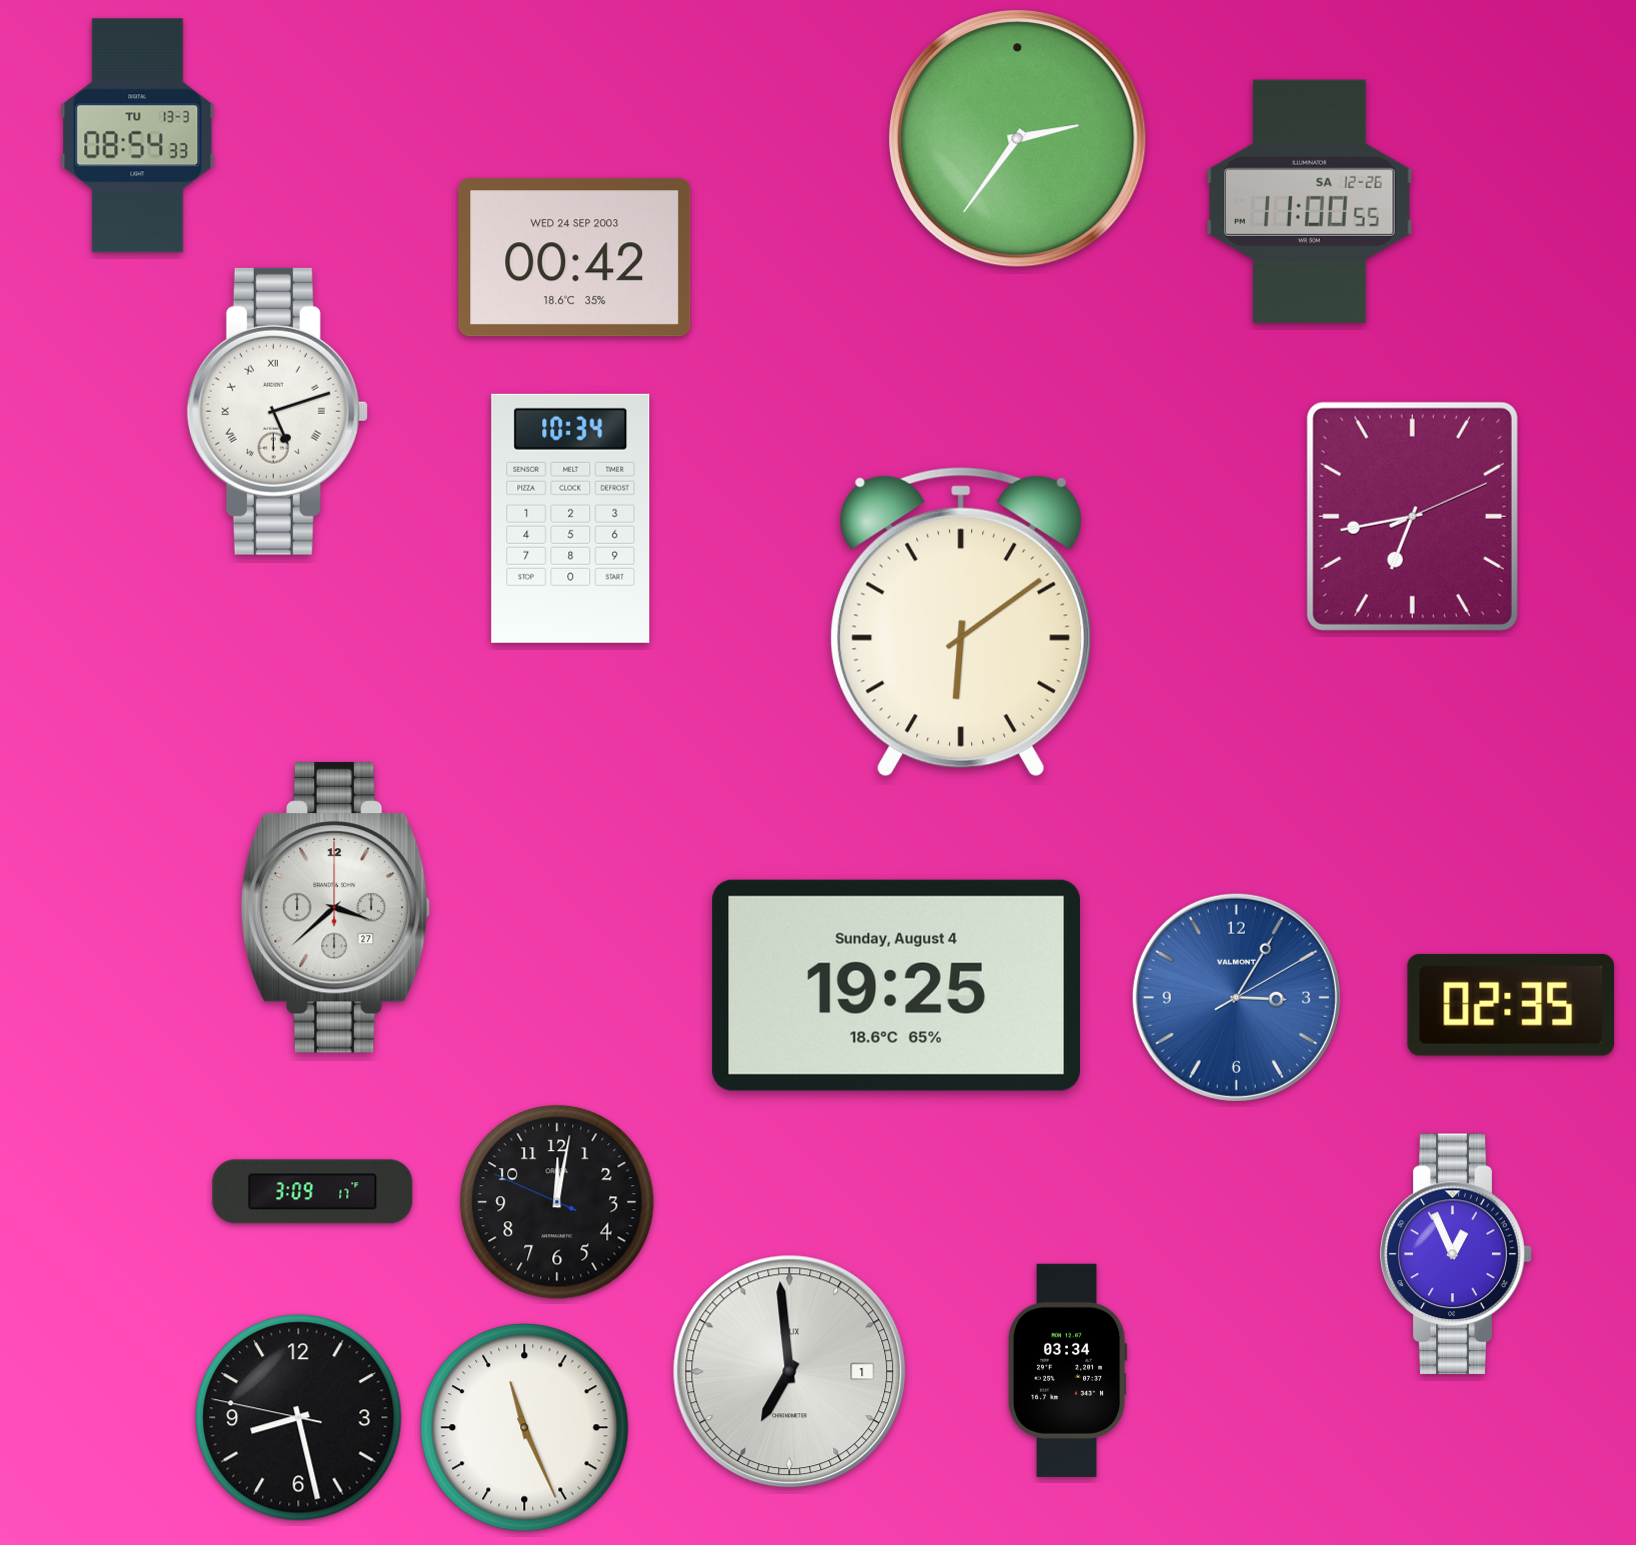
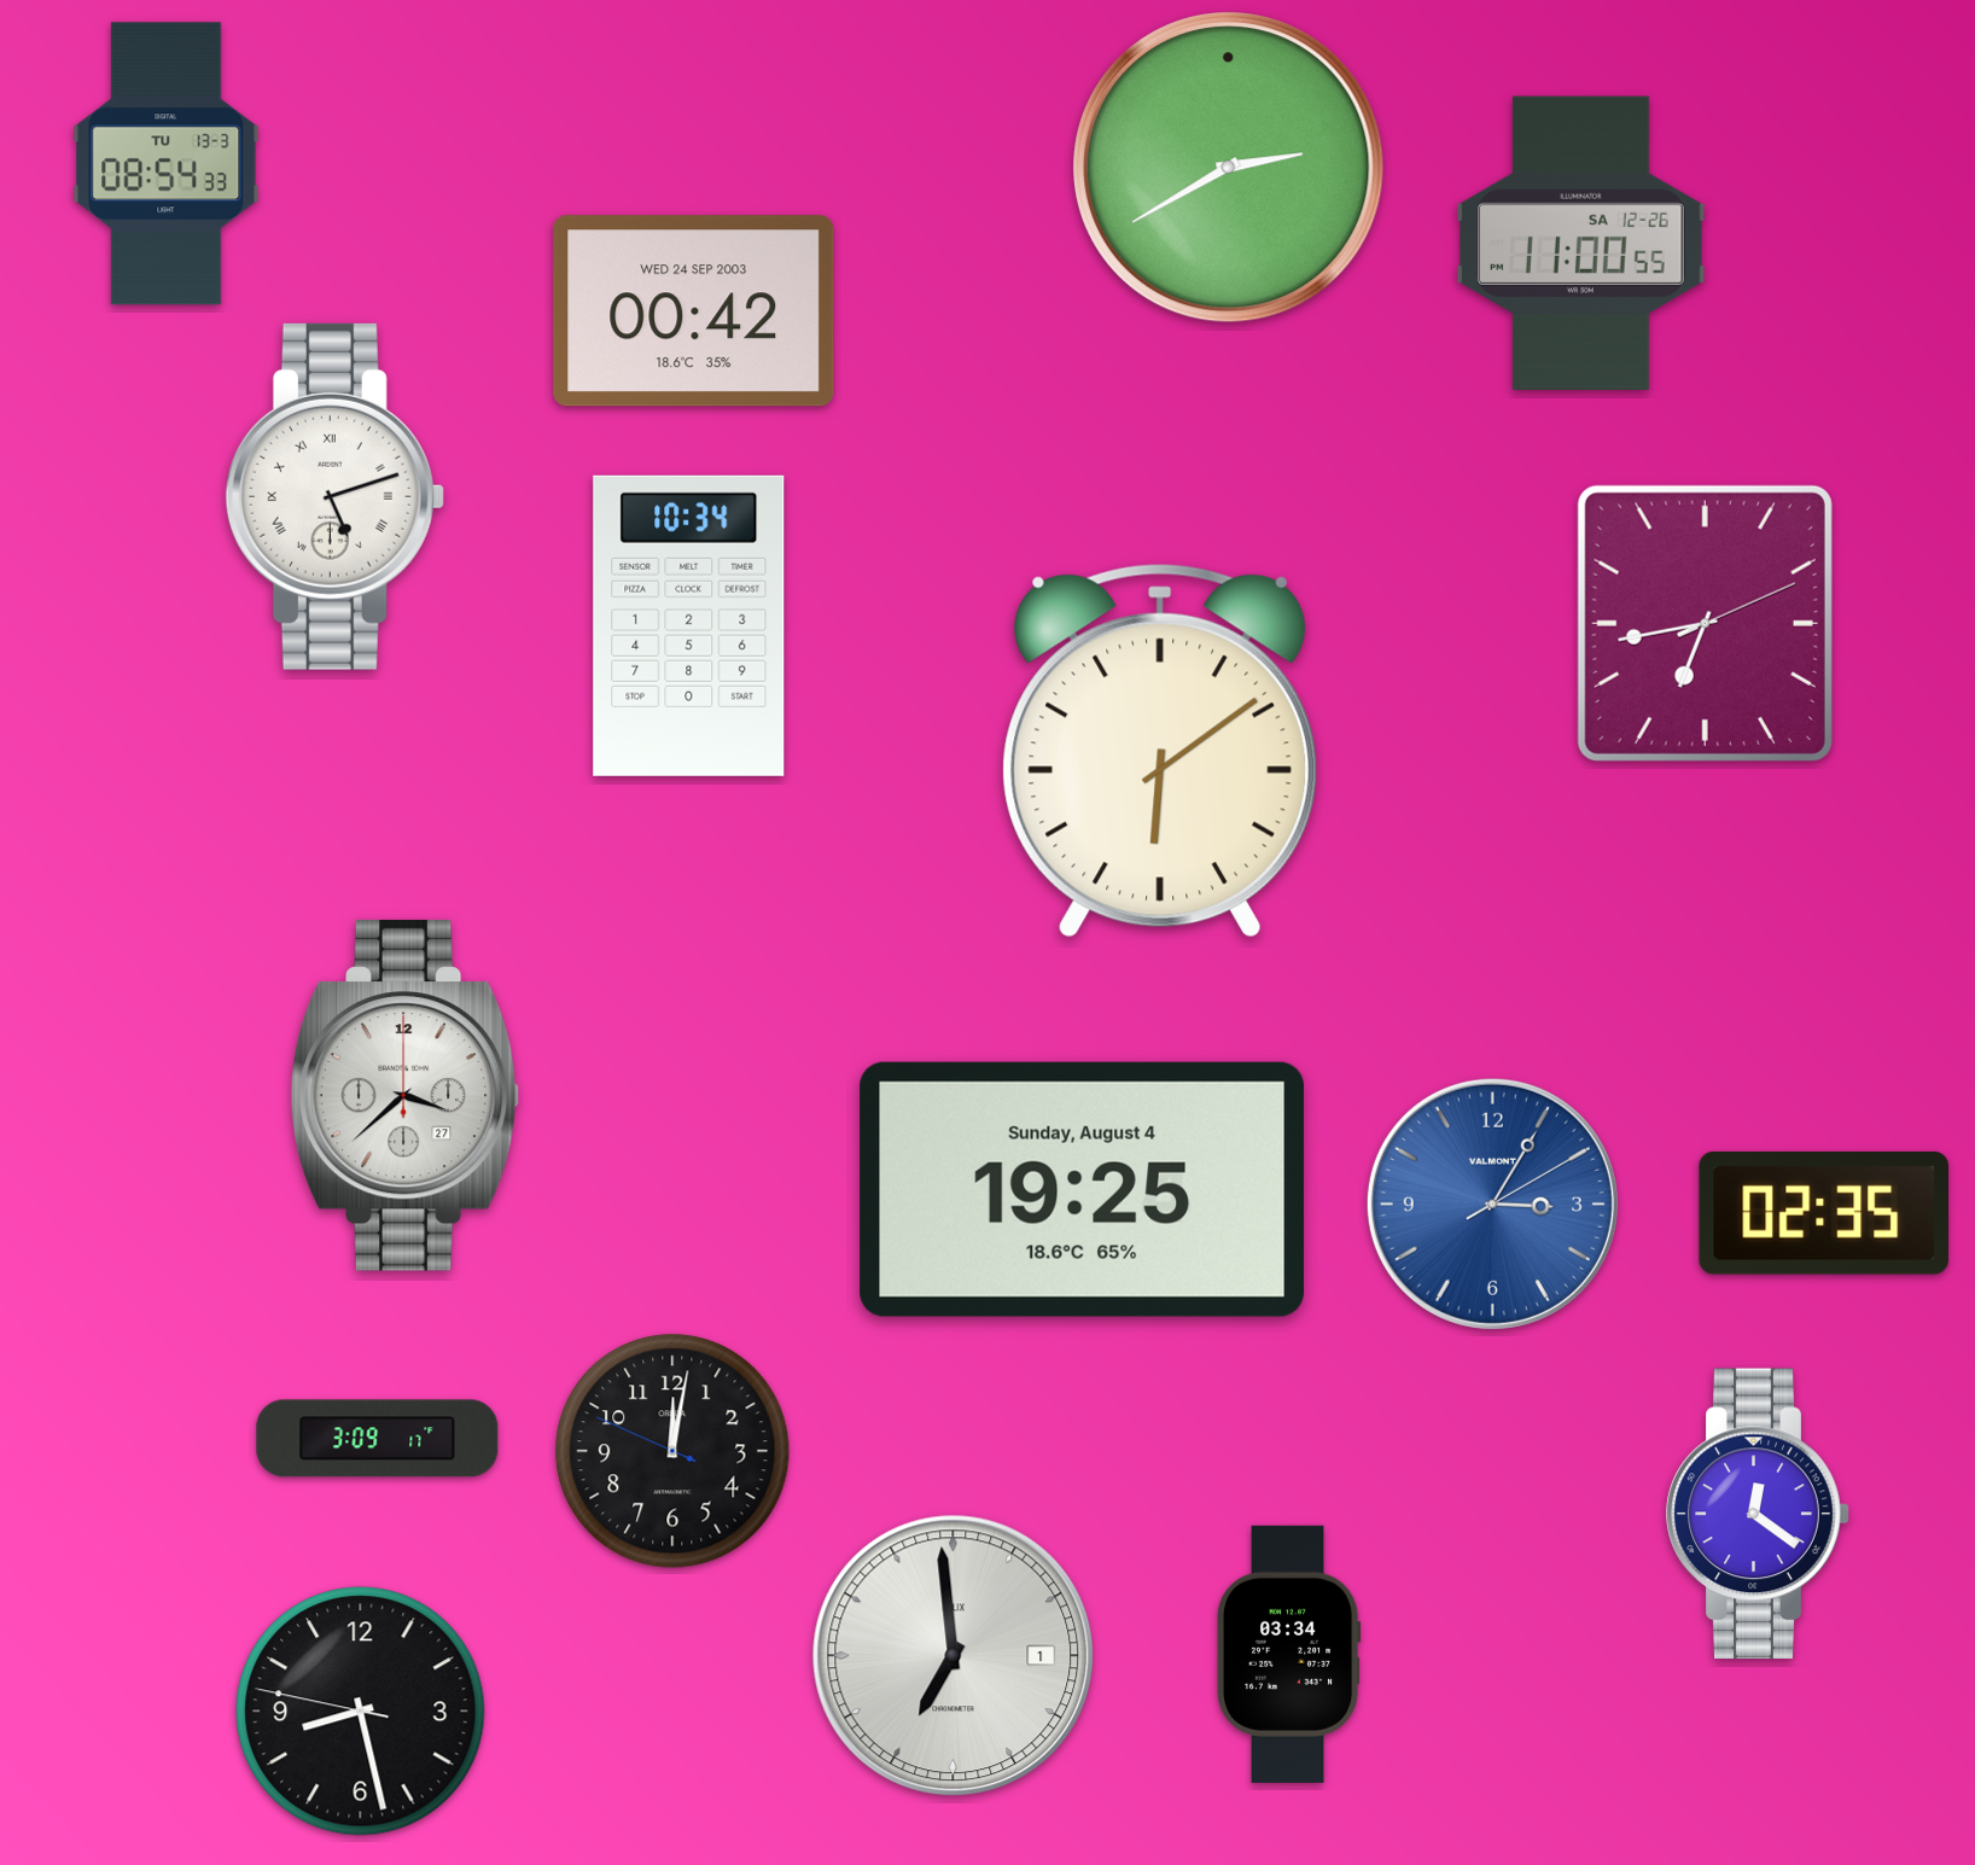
clock at (1018, 139): 2:36 -> 2:40
clock at (1456, 1254): 12:56 -> 12:21
clock at (525, 1428): 11:26 -> none
